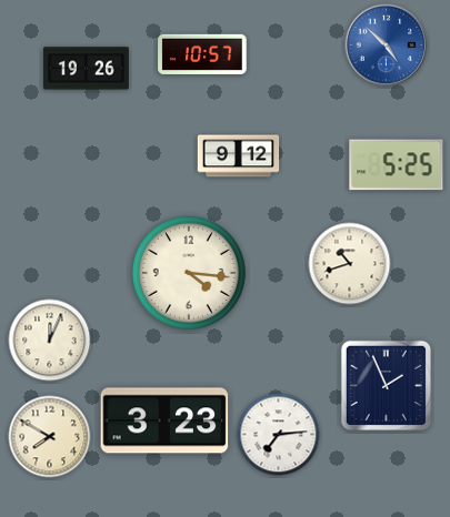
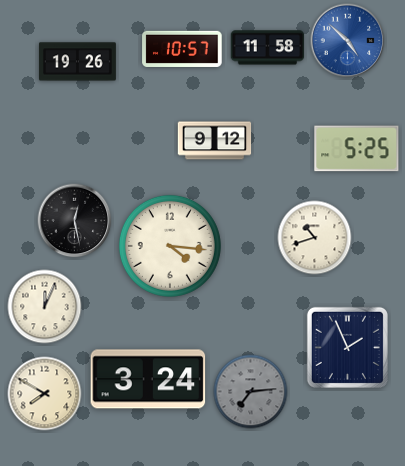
clock at (268, 48): none -> 11:58
clock at (75, 221): none -> 12:28
clock at (164, 420): 3:23 -> 3:24
clock at (279, 435) dial: white -> grey
